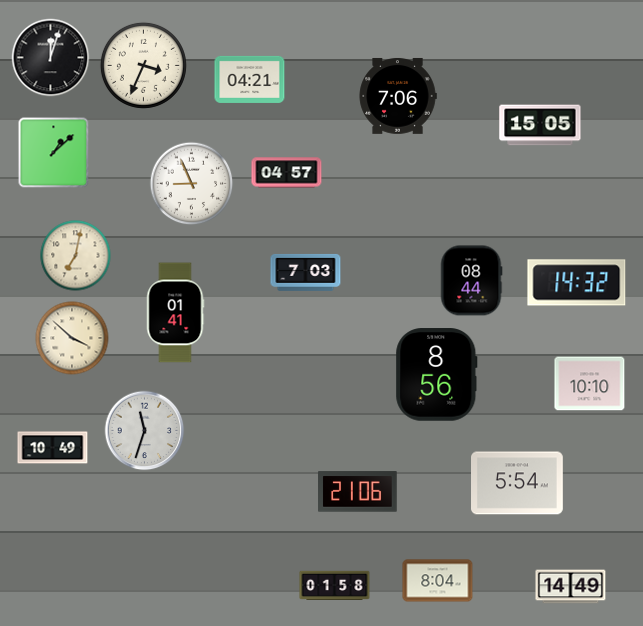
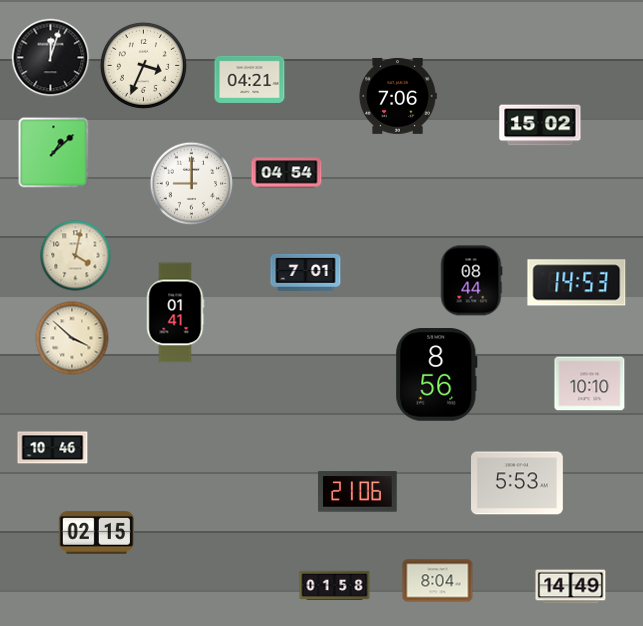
clock at (540, 125): 15:05 -> 15:02
clock at (287, 173): 04:57 -> 04:54
clock at (192, 184): 8:56 -> 9:00
clock at (76, 256): 7:02 -> 4:02
clock at (306, 272): 7:03 -> 7:01
clock at (577, 283): 14:32 -> 14:53
clock at (145, 431): 11:33 -> none
clock at (53, 448): 10:49 -> 10:46
clock at (518, 483): 5:54 -> 5:53
clock at (96, 532): none -> 02:15
